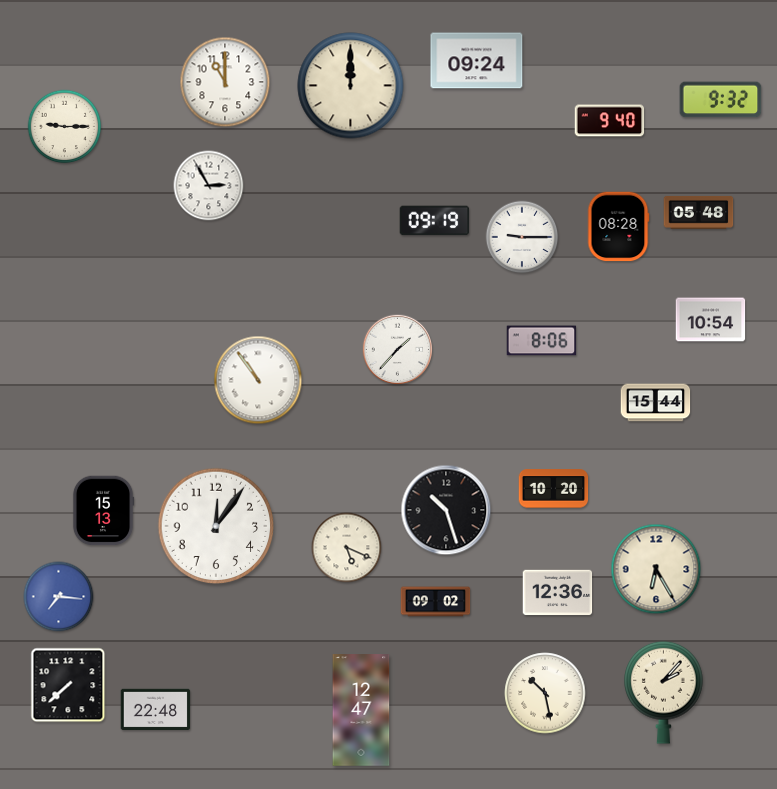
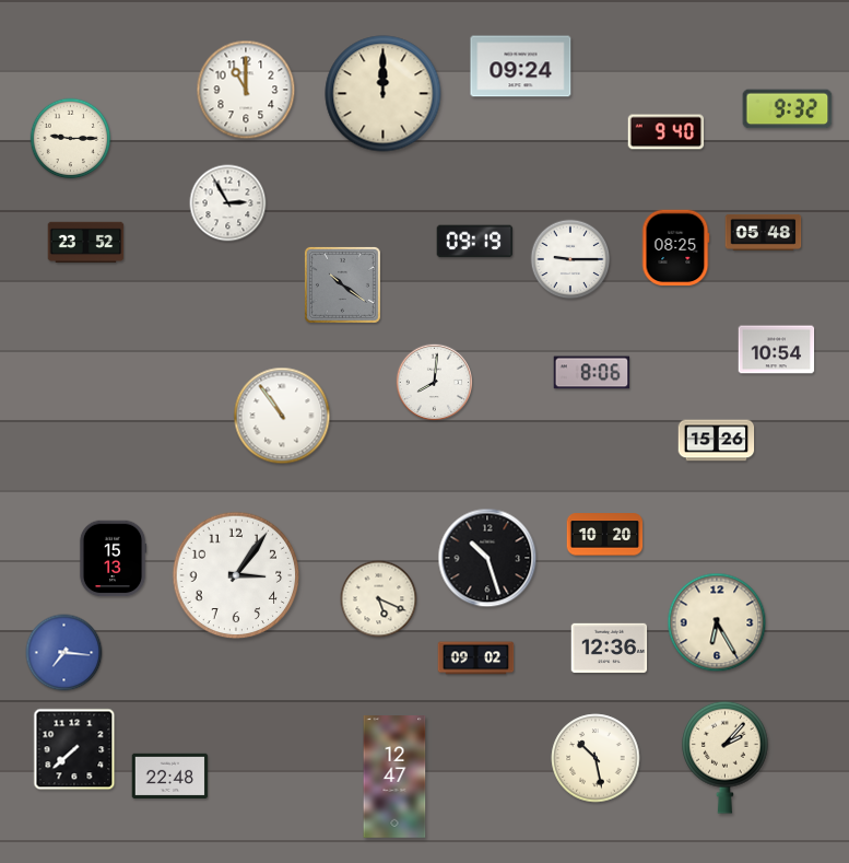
clock at (86, 243): none -> 23:52
clock at (618, 227): 08:28 -> 08:25
clock at (342, 284): none -> 10:21
clock at (398, 350): 1:37 -> 8:01
clock at (656, 403): 15:44 -> 15:26
clock at (216, 526): 12:06 -> 3:06
